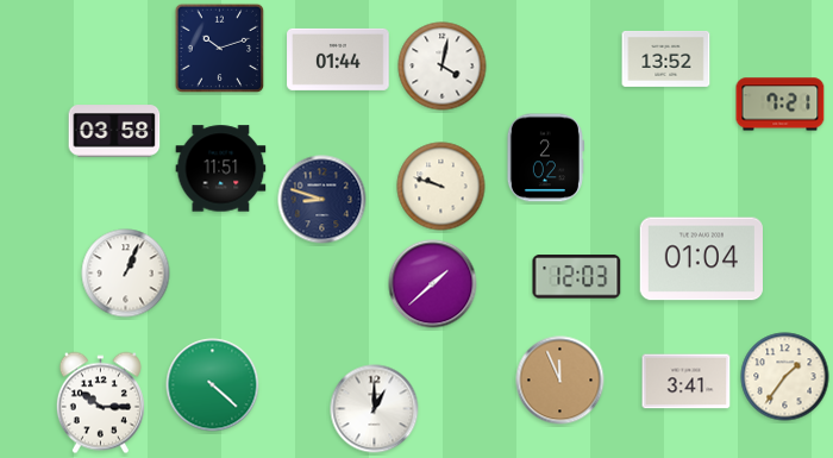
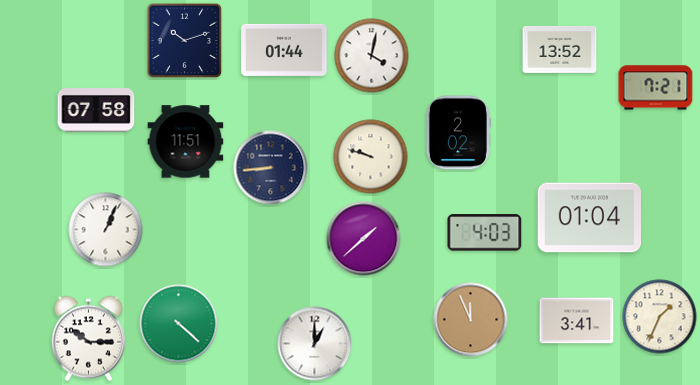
clock at (114, 131): 03:58 -> 07:58
clock at (322, 200): 8:48 -> 8:44
clock at (577, 277): 12:03 -> 4:03
clock at (785, 377): 1:36 -> 1:34
clock at (100, 403) position: (100, 403) -> (88, 339)
